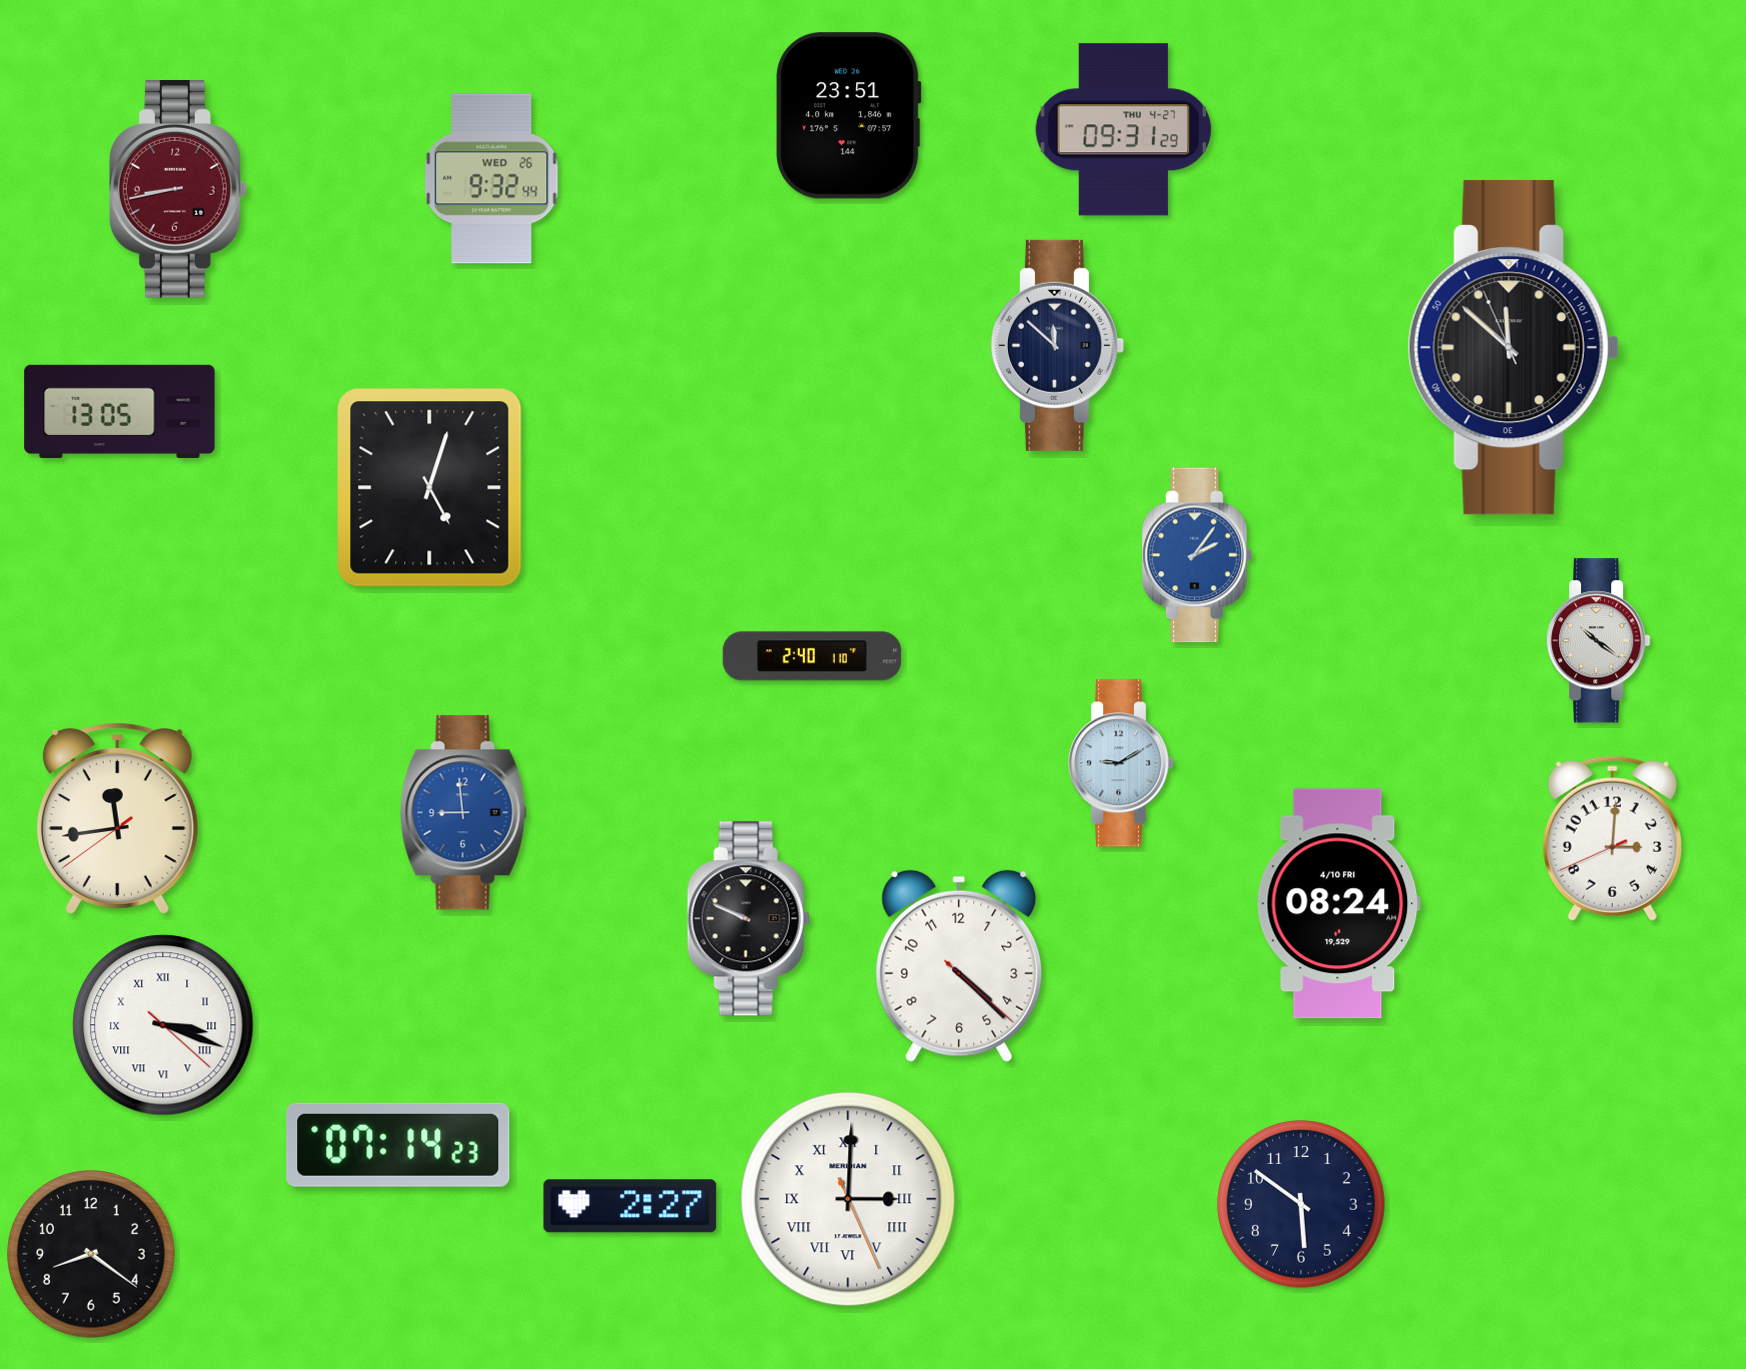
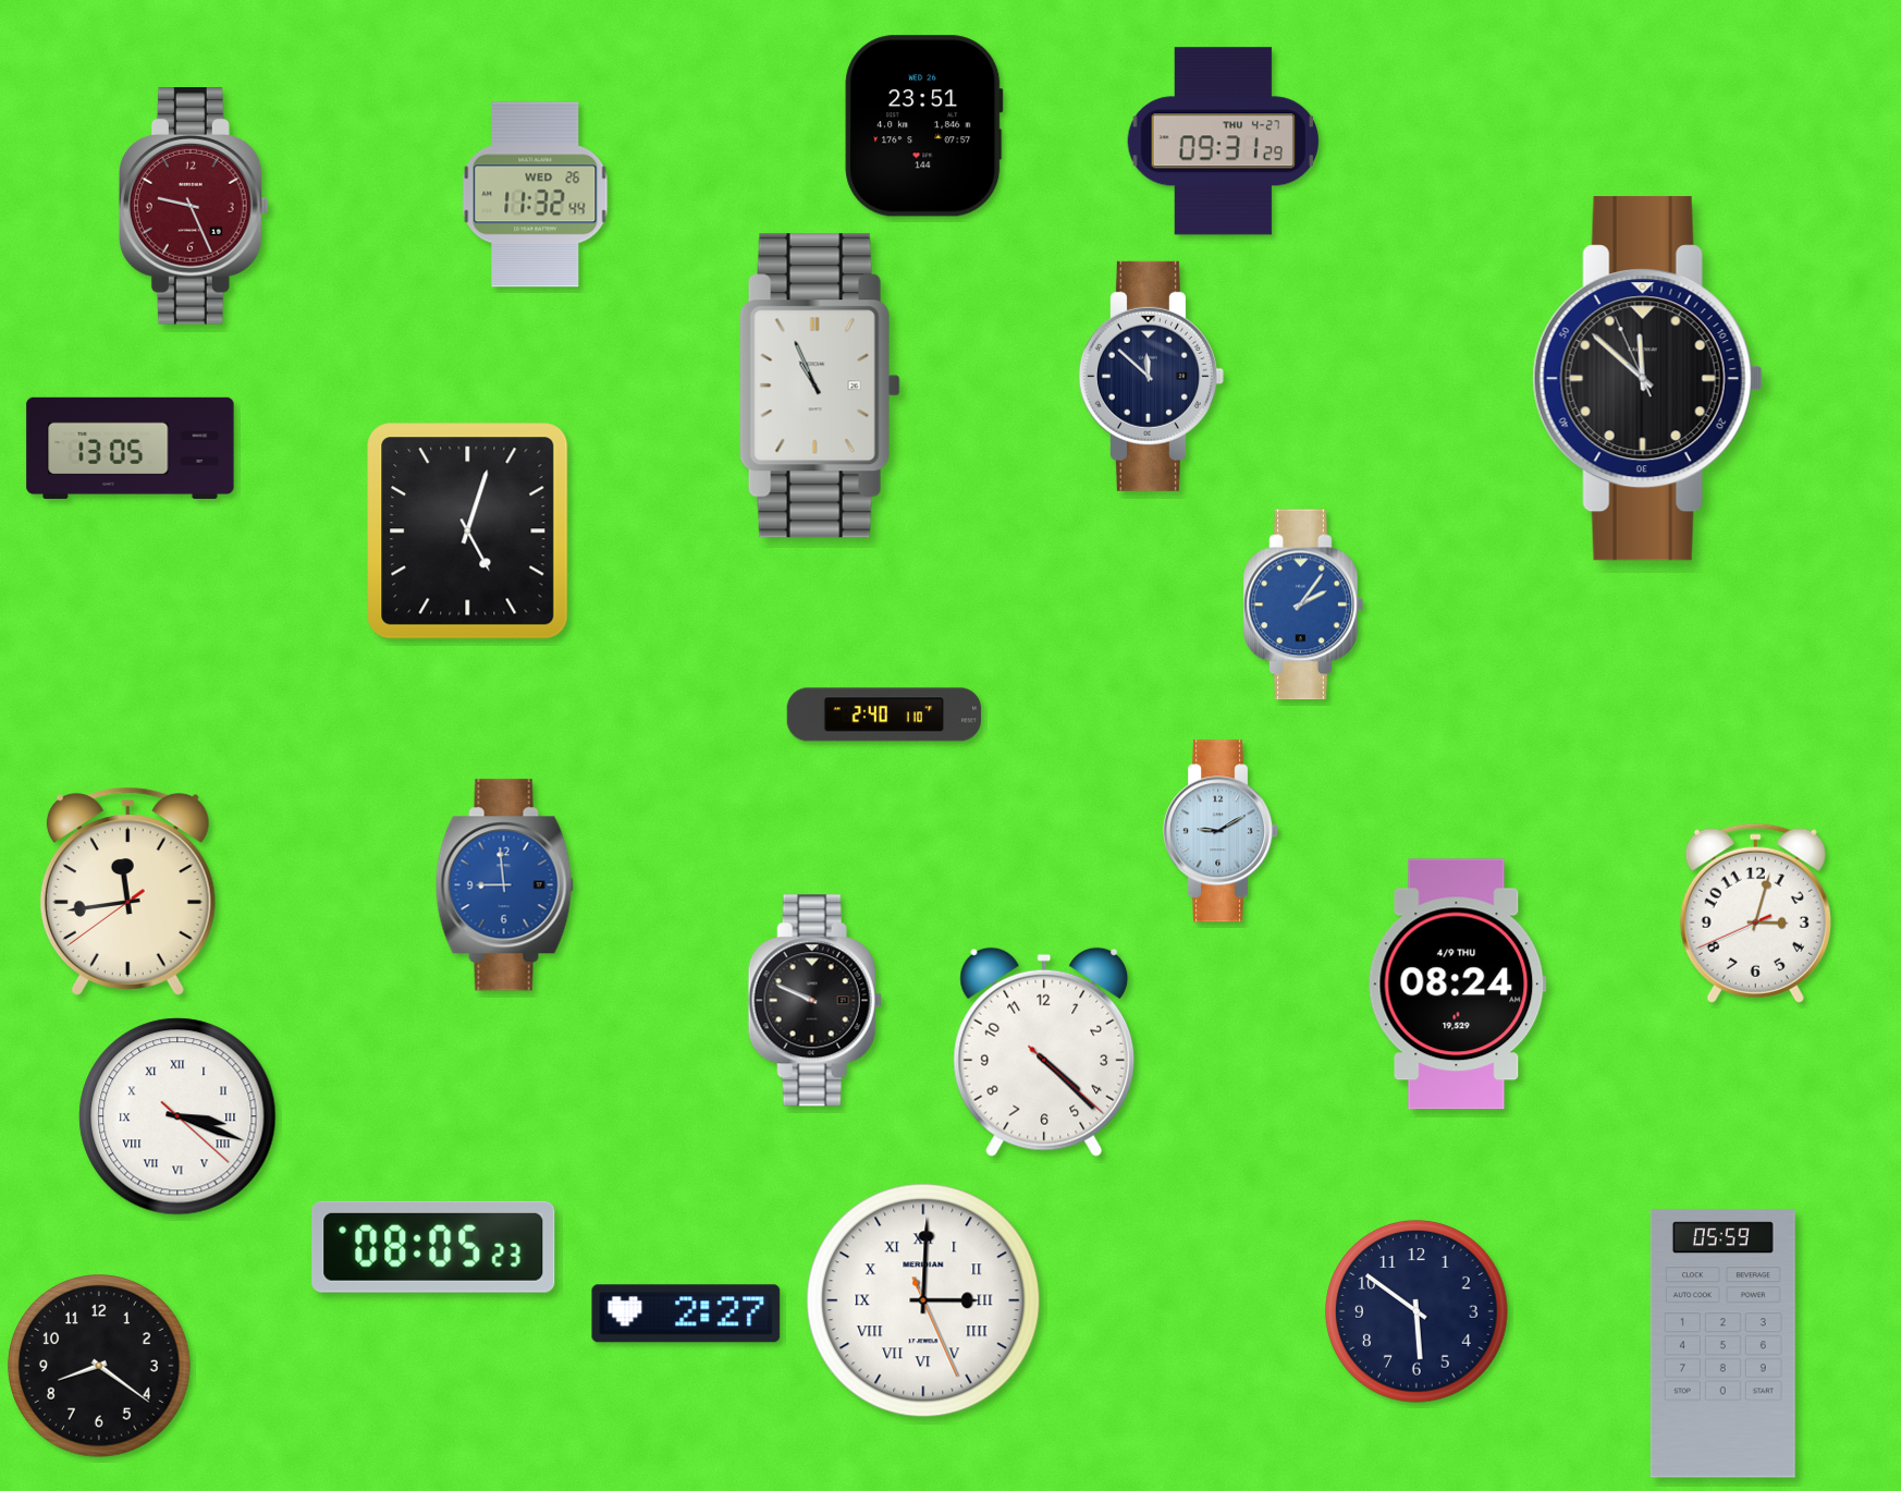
clock at (492, 179): 9:32 -> 11:32
clock at (178, 189): 8:43 -> 9:26
clock at (820, 386): none -> 10:56
clock at (1599, 641): 10:21 -> none
clock at (1612, 838): 3:00 -> 3:02
clock at (1338, 904) date: 4/10 FRI -> 4/9 THU
clock at (398, 1145): 07:14 -> 08:05
clock at (848, 1199) position: (848, 1199) -> (923, 1300)
clock at (1722, 1344): none -> 05:59
